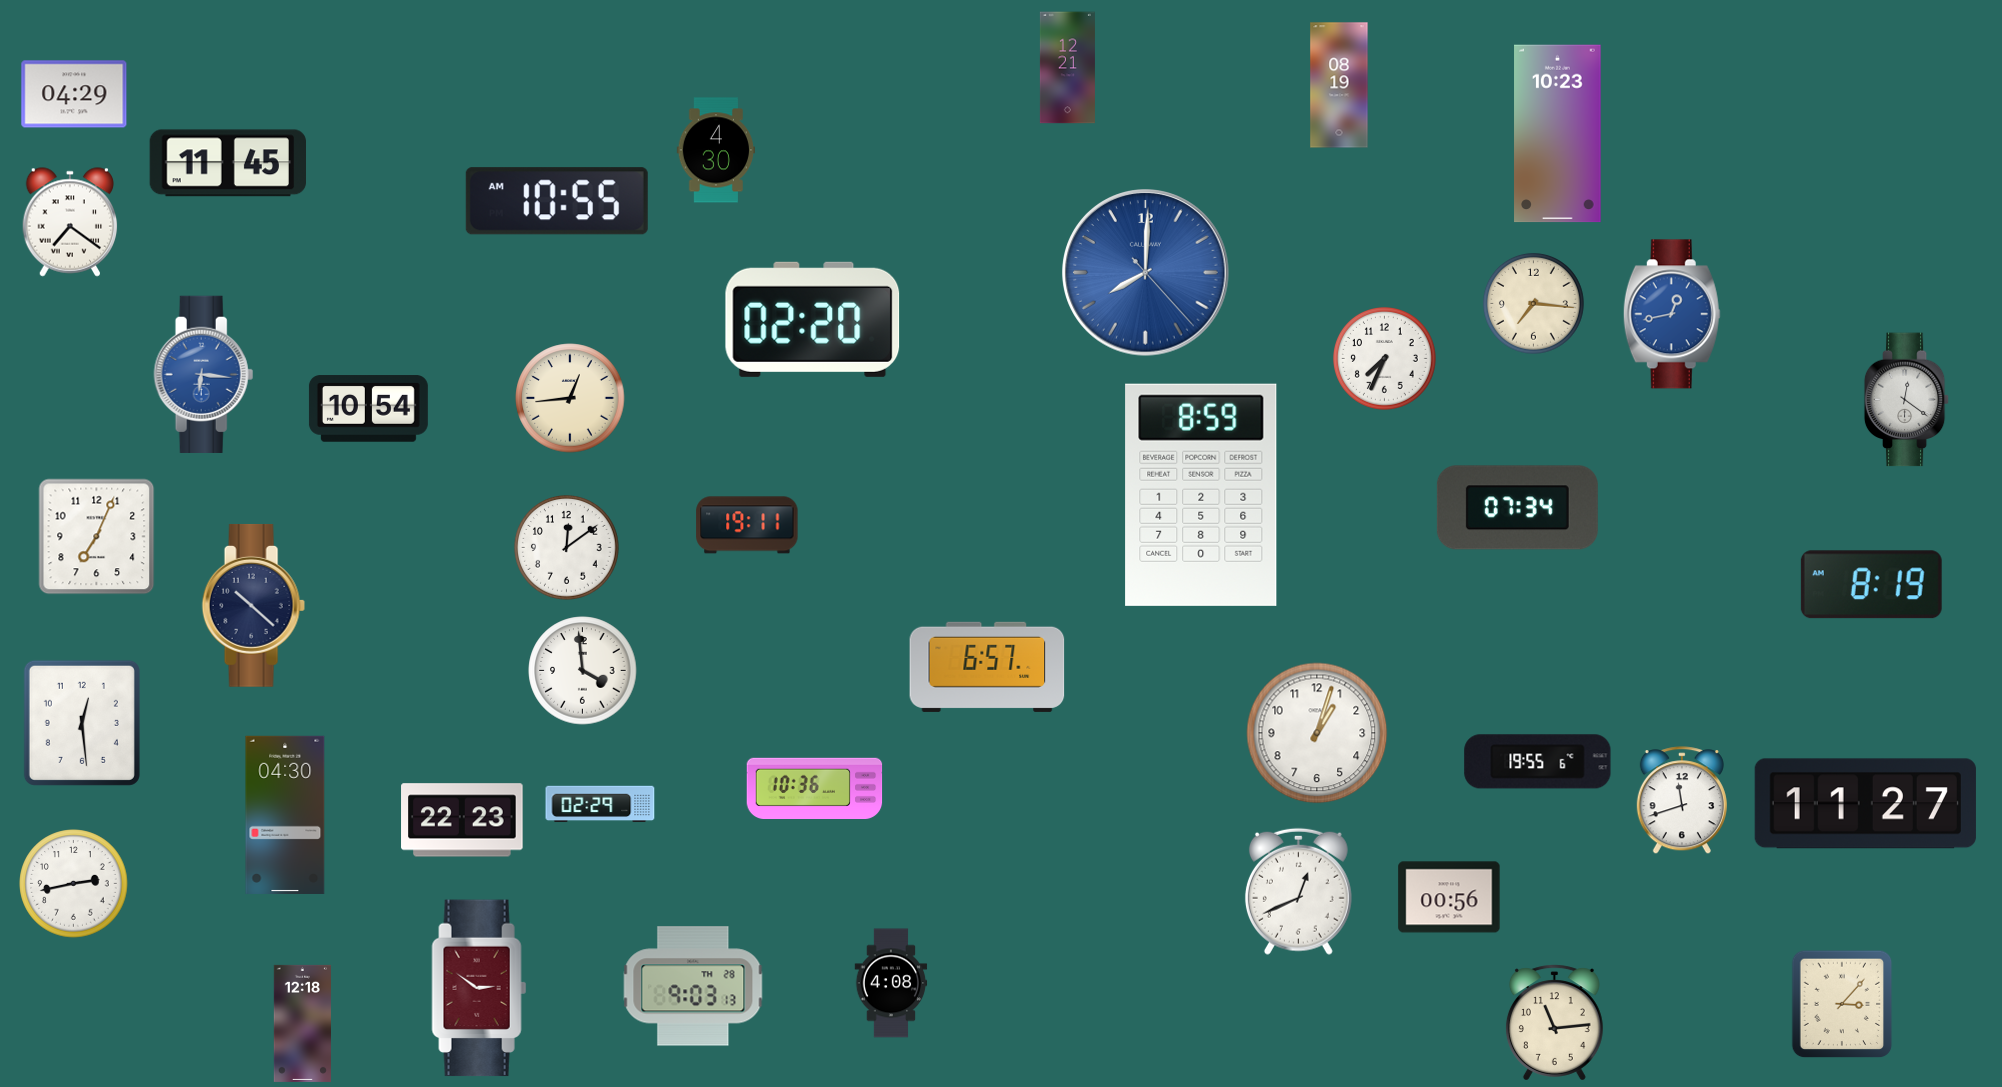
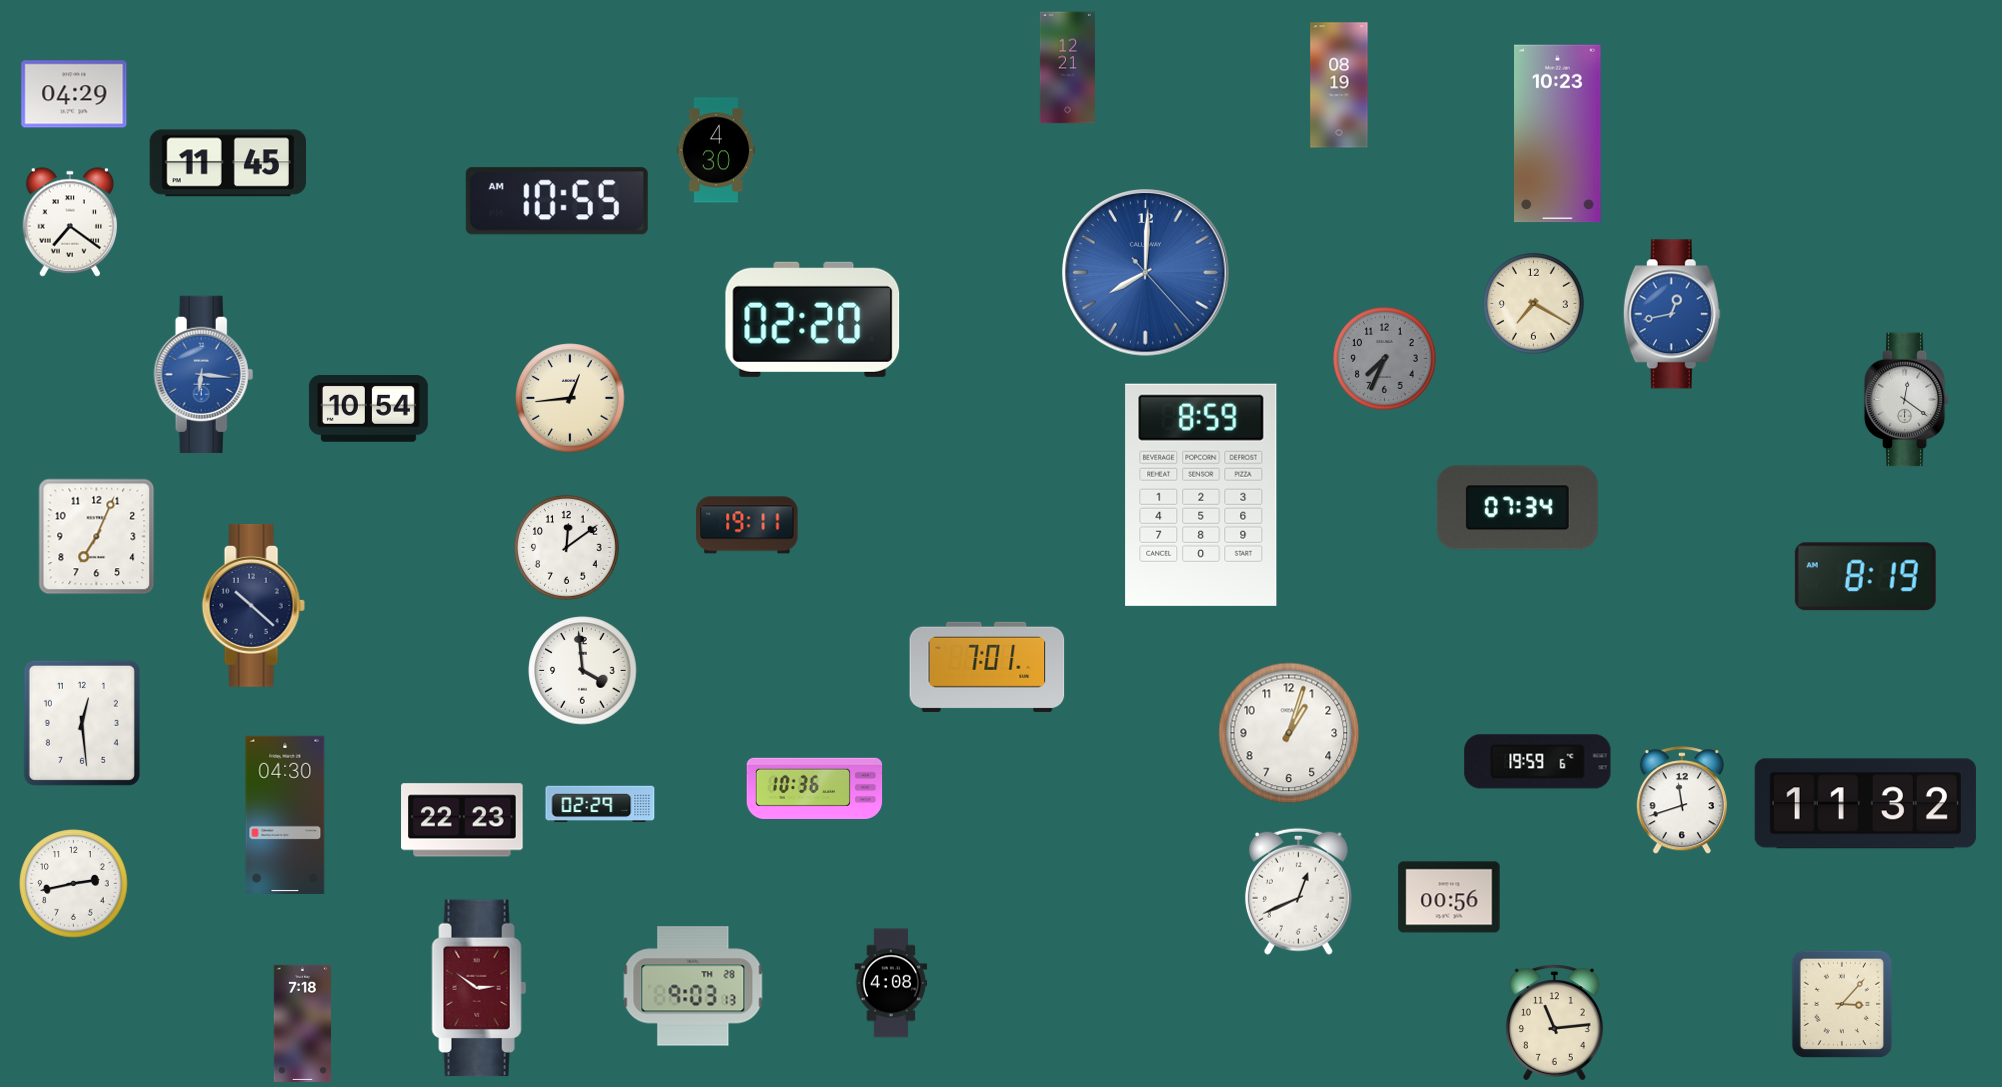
clock at (1533, 303): 7:16 -> 7:20
clock at (1385, 359) dial: white -> grey
clock at (1871, 585) position: (1871, 585) -> (1865, 577)
clock at (987, 667): 6:57 -> 7:01
clock at (1317, 733) position: (1317, 733) -> (1289, 733)
clock at (1538, 762): 19:55 -> 19:59
clock at (1865, 804): 11:27 -> 11:32
clock at (302, 1023): 12:18 -> 7:18
